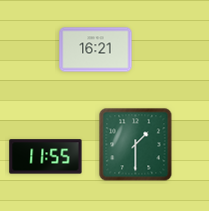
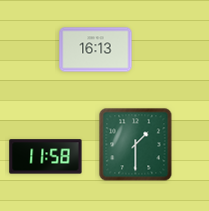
clock at (96, 50): 16:21 -> 16:13
clock at (46, 157): 11:55 -> 11:58
